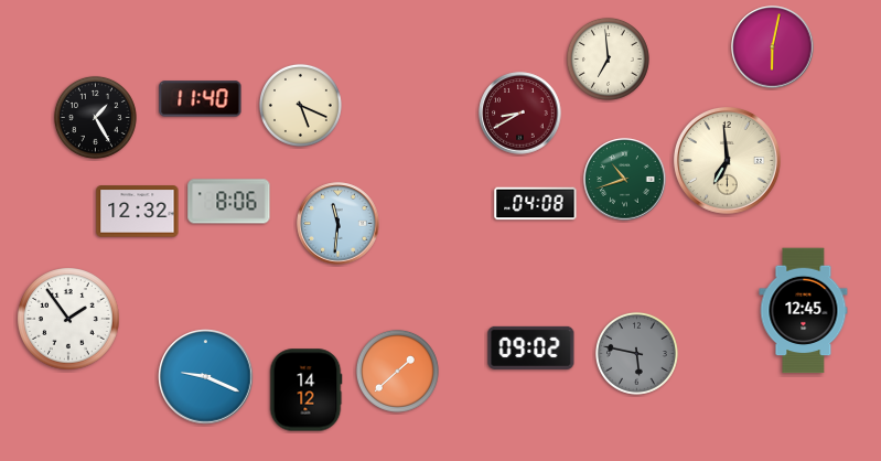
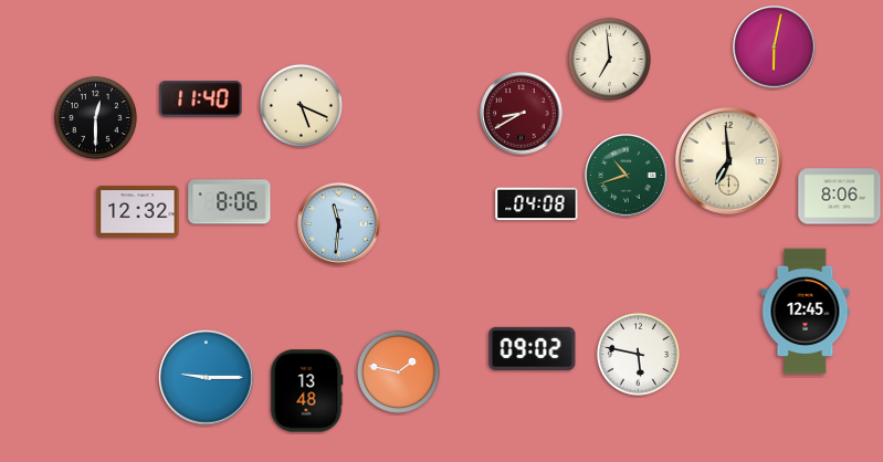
clock at (95, 117): 1:25 -> 12:30
clock at (625, 180) position: (625, 180) -> (627, 176)
clock at (840, 197): none -> 8:06
clock at (68, 319): 1:54 -> none
clock at (636, 353) dial: grey -> white
clock at (397, 371): 1:38 -> 1:47
clock at (206, 377): 9:19 -> 9:15
clock at (305, 390): 14:12 -> 13:48
